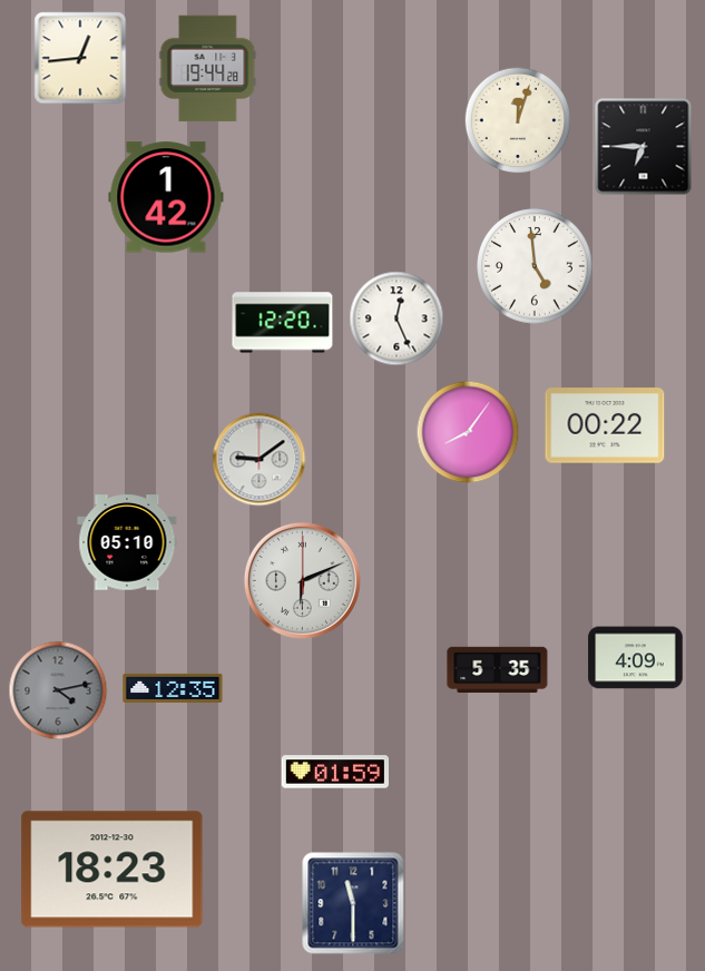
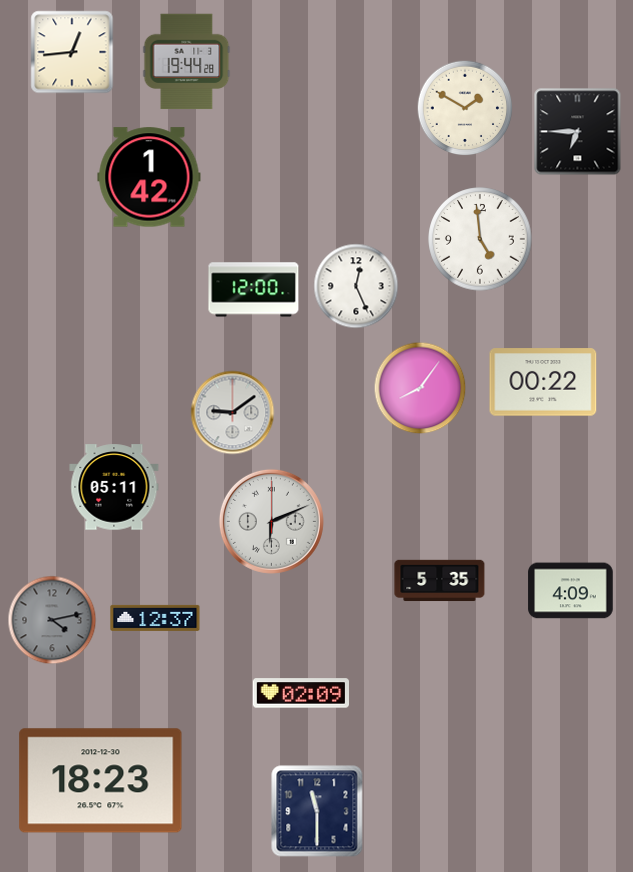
clock at (518, 120): 12:03 -> 1:50
clock at (283, 323): 12:20 -> 12:00
clock at (127, 542): 05:10 -> 05:11
clock at (498, 670) position: (498, 670) -> (440, 581)
clock at (173, 688): 12:35 -> 12:37
clock at (334, 772): 01:59 -> 02:09
